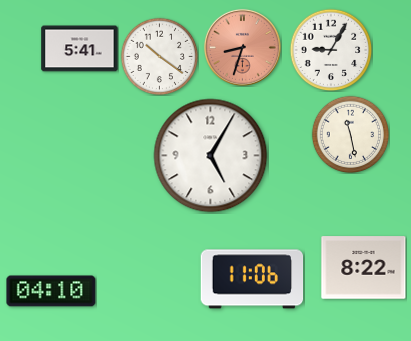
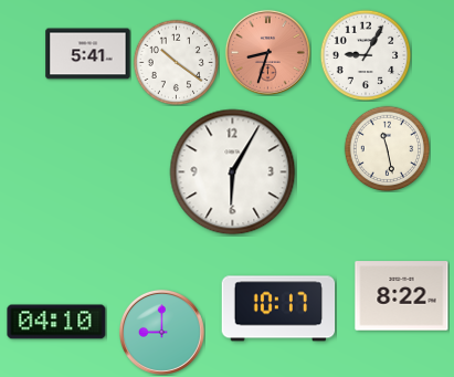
clock at (211, 156): 5:05 -> 6:05
clock at (252, 279): 11:06 -> 10:17
clock at (161, 332): none -> 9:00
